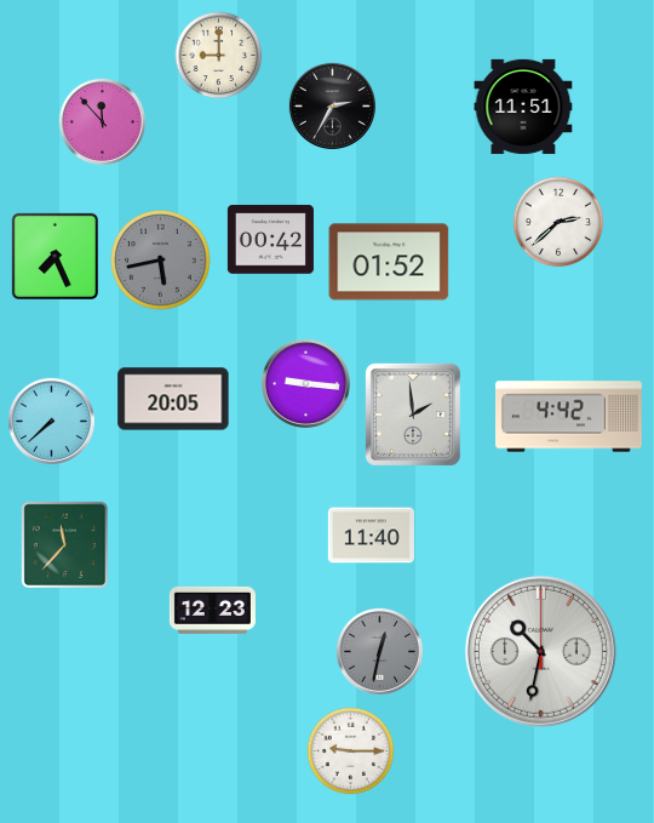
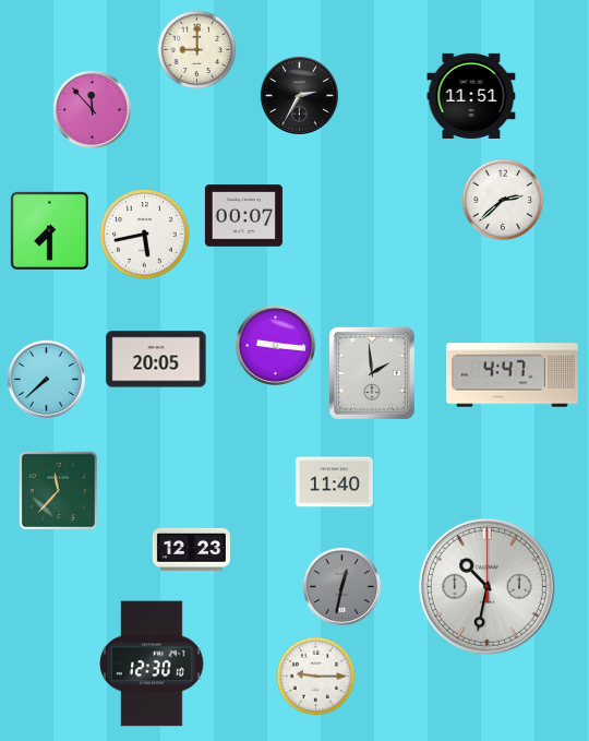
clock at (270, 240): 00:42 -> 00:07
clock at (54, 256): 7:26 -> 7:30
clock at (161, 261) dial: grey -> white
clock at (389, 262): 01:52 -> none
clock at (569, 417): 4:42 -> 4:47
clock at (152, 664): none -> 12:30
